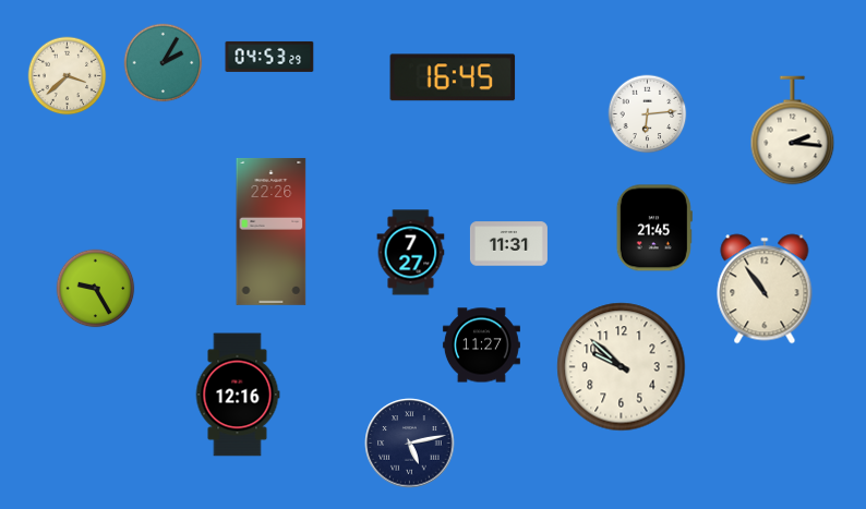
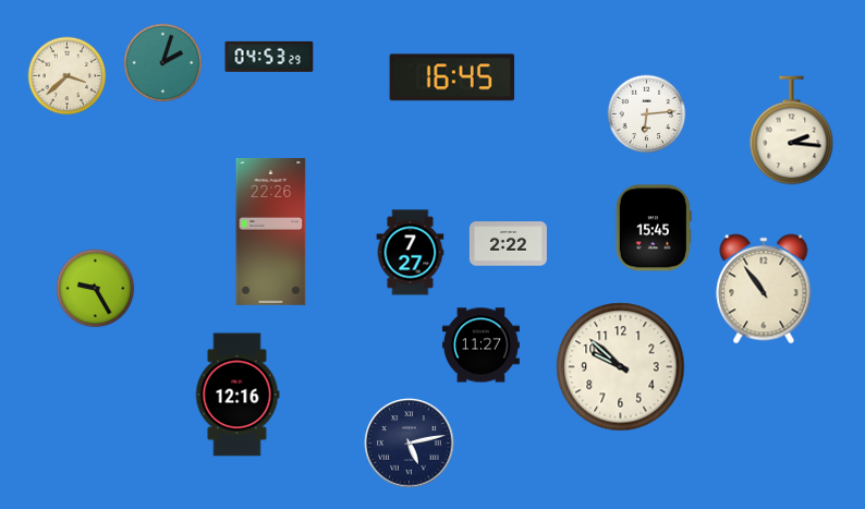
clock at (164, 63): 2:05 -> 2:03
clock at (654, 228): 21:45 -> 15:45
clock at (508, 244): 11:31 -> 2:22
